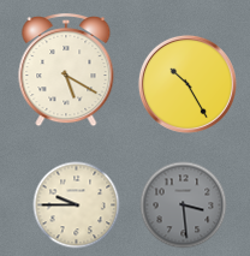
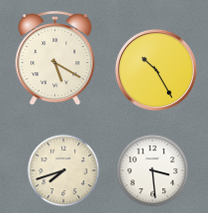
clock at (77, 206): 9:45 -> 7:42
clock at (184, 206) dial: grey -> white
